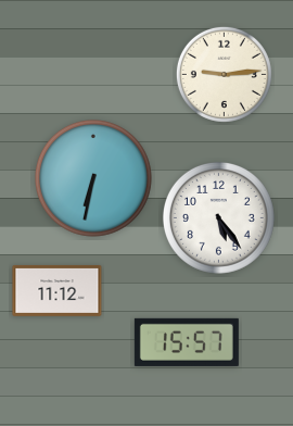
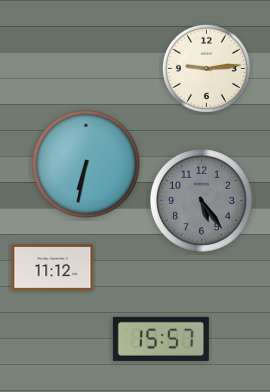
clock at (218, 217) dial: white -> grey
clock at (187, 342) position: (187, 342) -> (161, 339)
